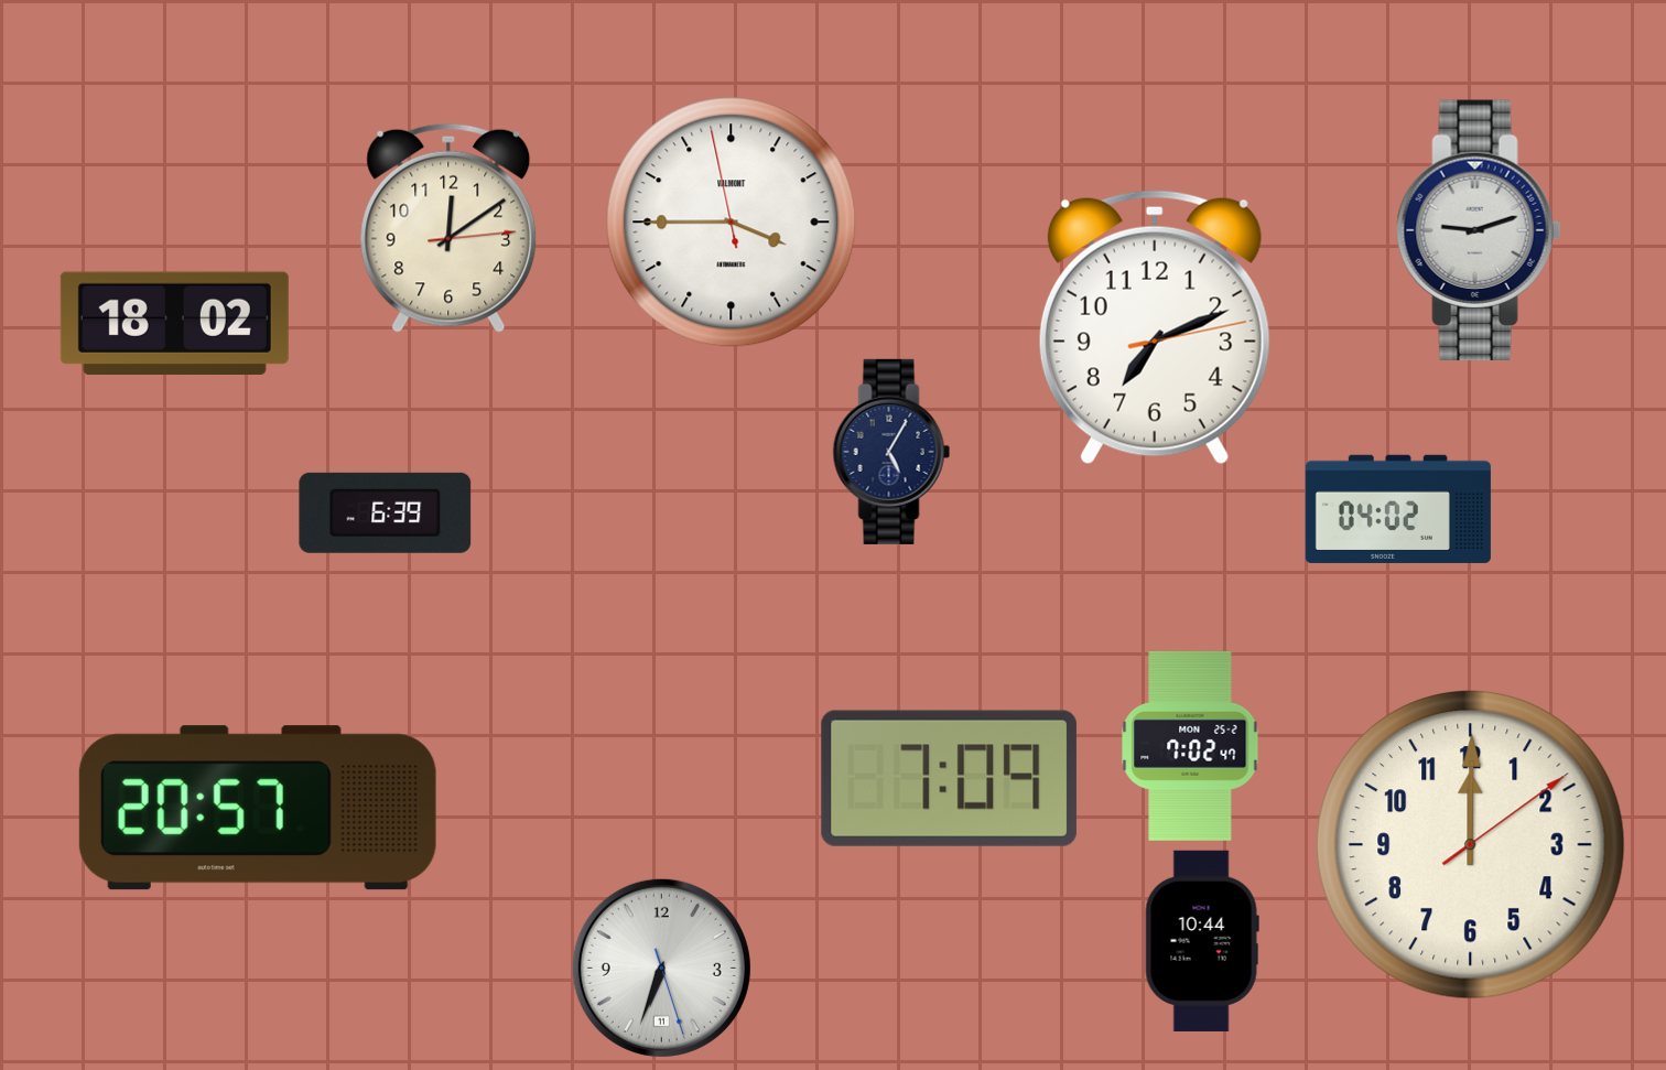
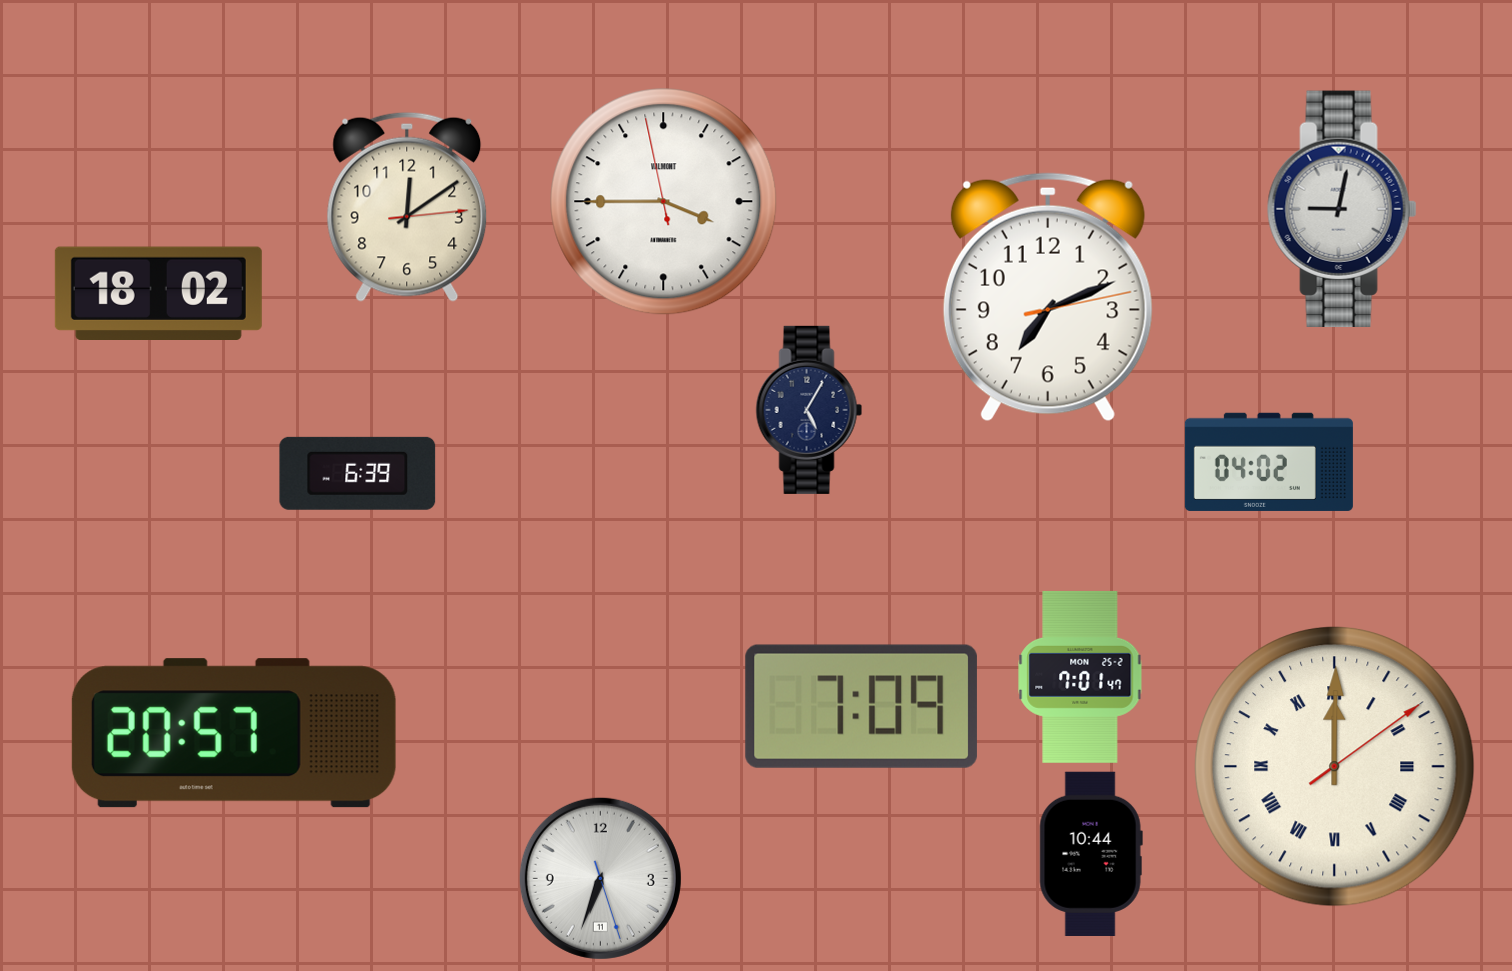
clock at (1479, 230): 9:12 -> 9:02
clock at (386, 512) position: (386, 512) -> (358, 473)
clock at (1190, 746): 7:02 -> 7:01
clock at (1470, 844) numerals: Arabic -> Roman
